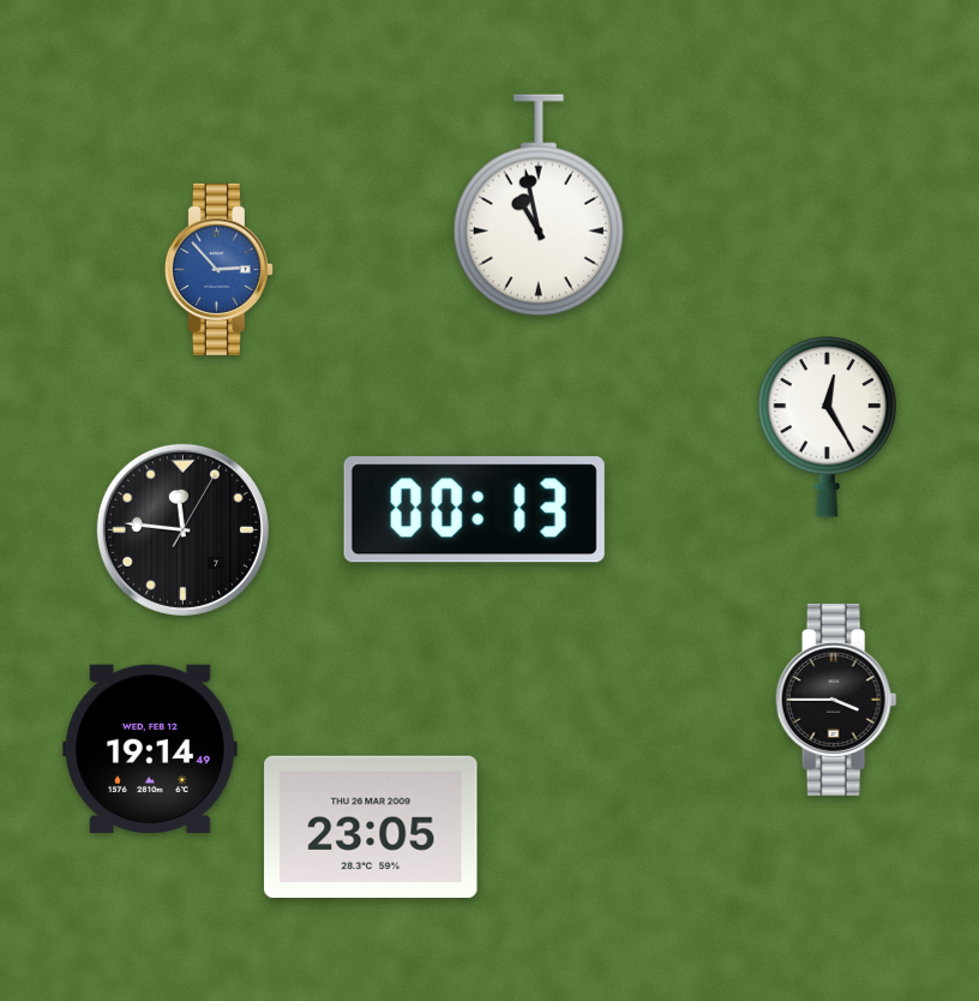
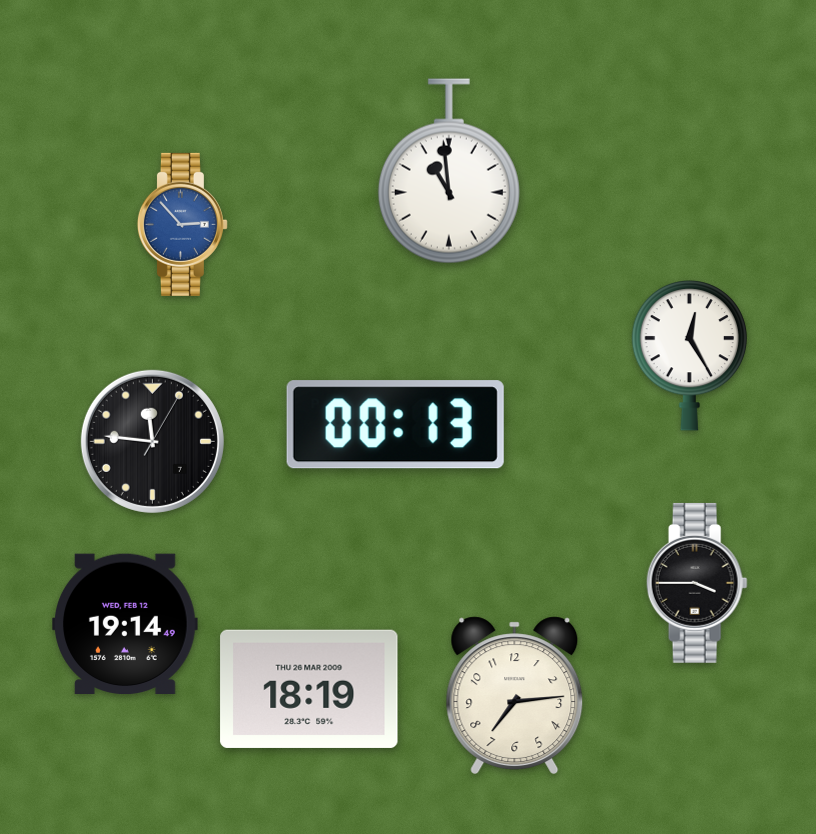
clock at (539, 205): 10:58 -> 10:59
clock at (371, 827): 23:05 -> 18:19
clock at (515, 695): none -> 7:14
